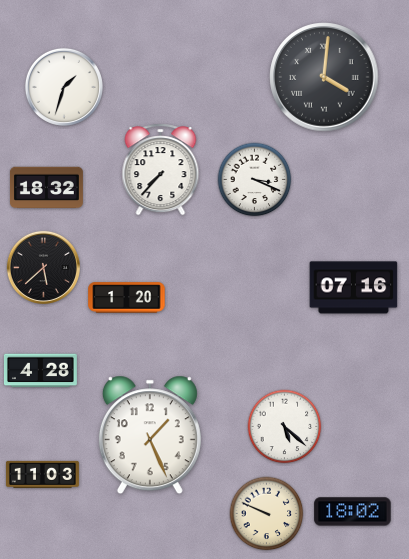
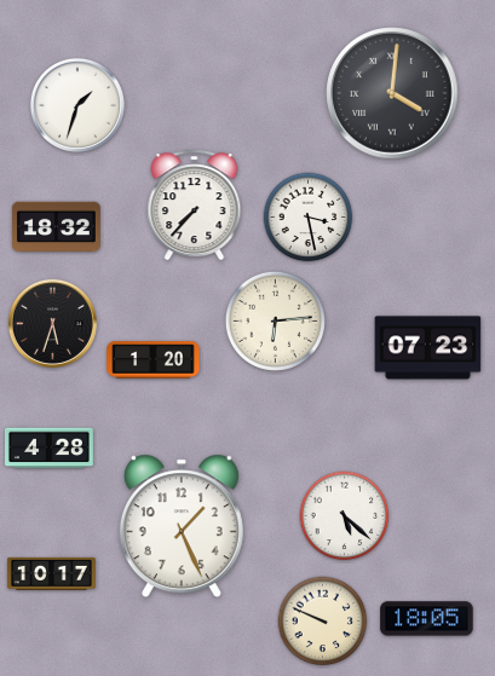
clock at (255, 180): 3:19 -> 3:28
clock at (275, 320): none -> 6:14
clock at (43, 267): 5:38 -> 5:33
clock at (354, 288): 07:16 -> 07:23
clock at (42, 474): 11:03 -> 10:17
clock at (353, 512): 18:02 -> 18:05
